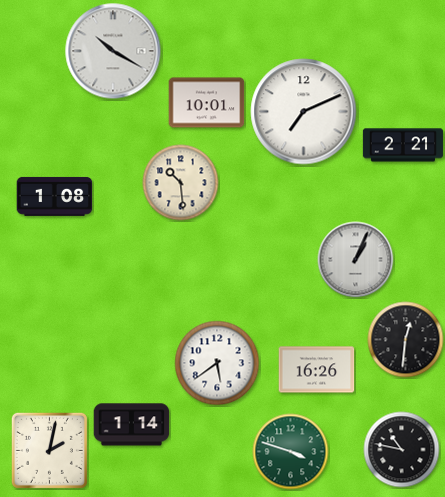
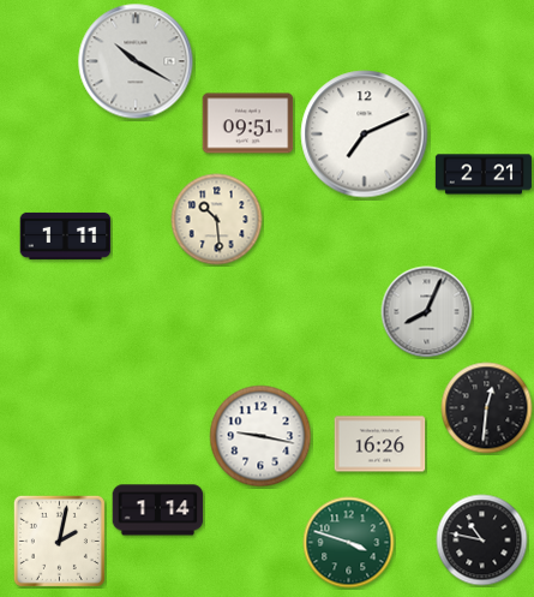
clock at (207, 103): 10:01 -> 09:51
clock at (55, 196): 1:08 -> 1:11
clock at (356, 260): 1:04 -> 8:04
clock at (217, 363): 5:39 -> 9:17
